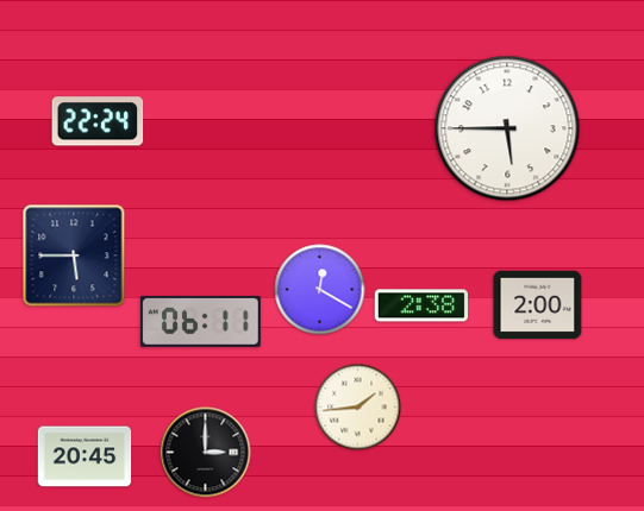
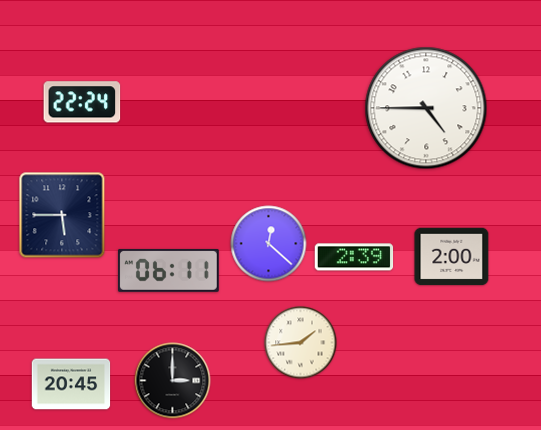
clock at (507, 128): 5:45 -> 4:45
clock at (320, 290): 12:20 -> 12:22
clock at (421, 305): 2:38 -> 2:39
